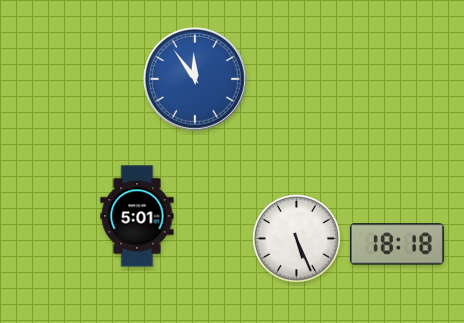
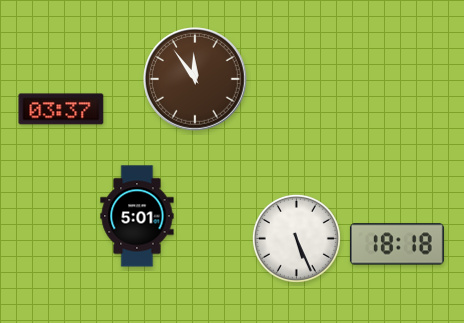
clock at (196, 80) dial: blue -> brown
clock at (61, 109): none -> 03:37
